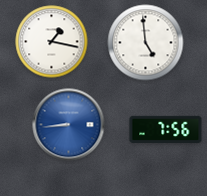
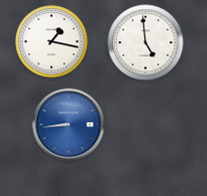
clock at (166, 129): 7:56 -> none
